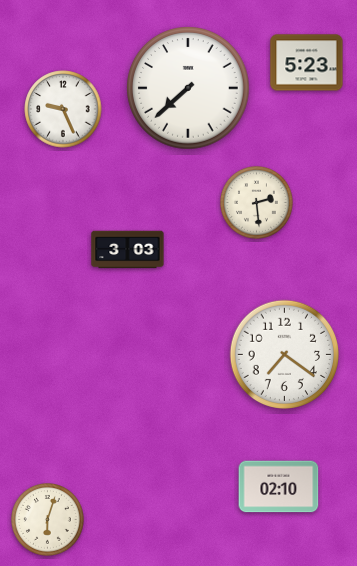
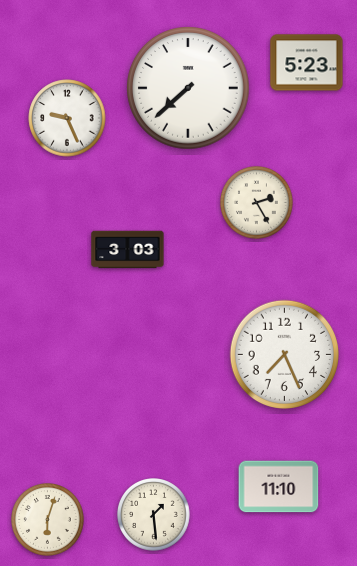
clock at (63, 109) position: (63, 109) -> (67, 118)
clock at (257, 203): 2:29 -> 2:25
clock at (284, 354): 7:21 -> 7:26
clock at (279, 487): 02:10 -> 11:10
clock at (154, 515): none -> 1:29
